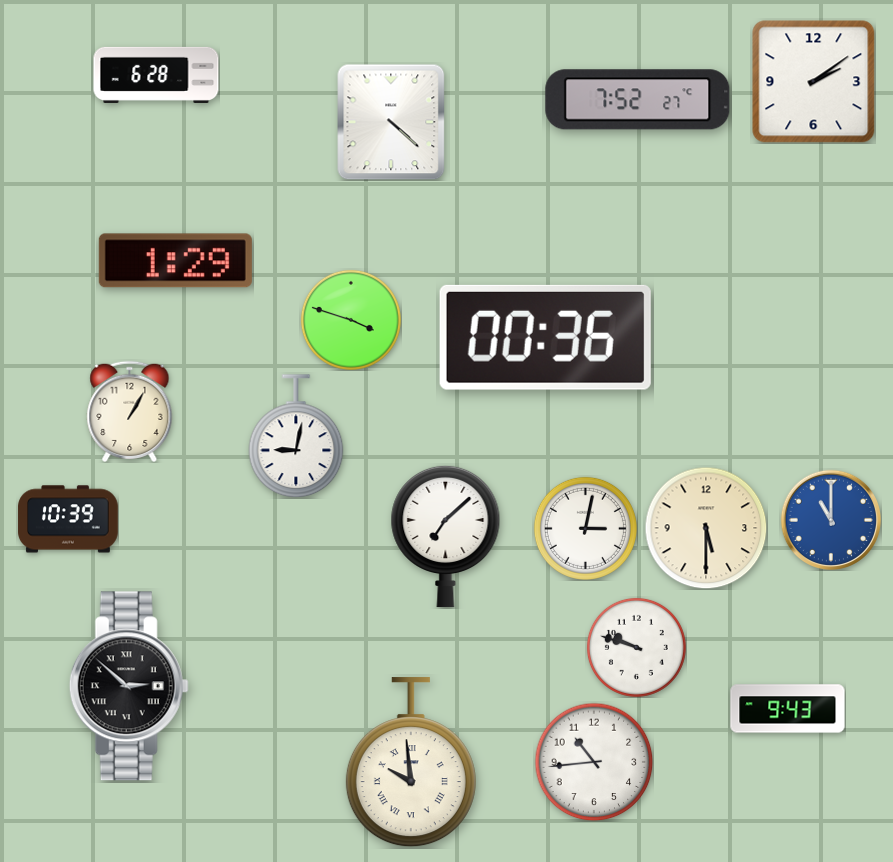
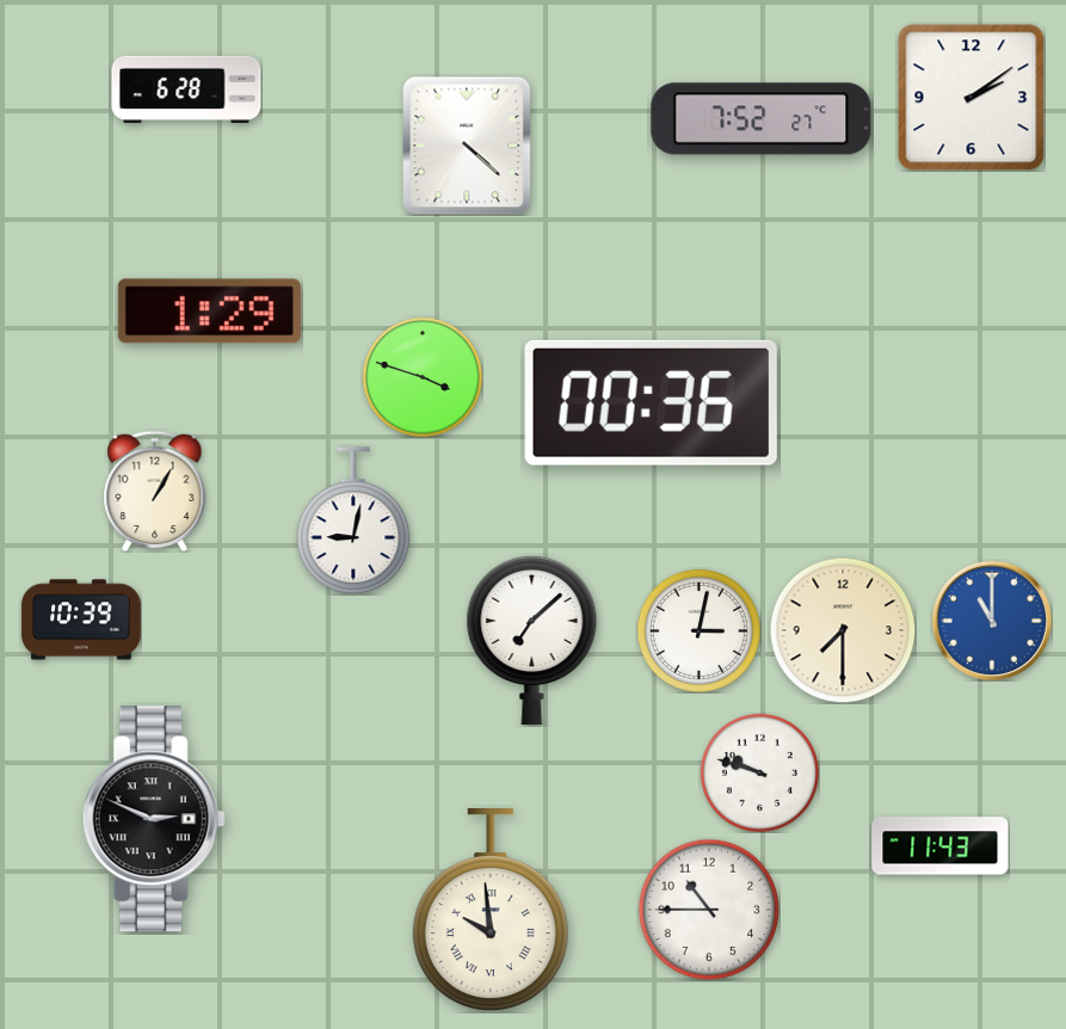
clock at (351, 320) position: (351, 320) -> (423, 377)
clock at (706, 528): 5:30 -> 7:30
clock at (129, 686): 2:52 -> 2:49
clock at (788, 709): 9:43 -> 11:43
clock at (594, 762): 10:44 -> 10:45
